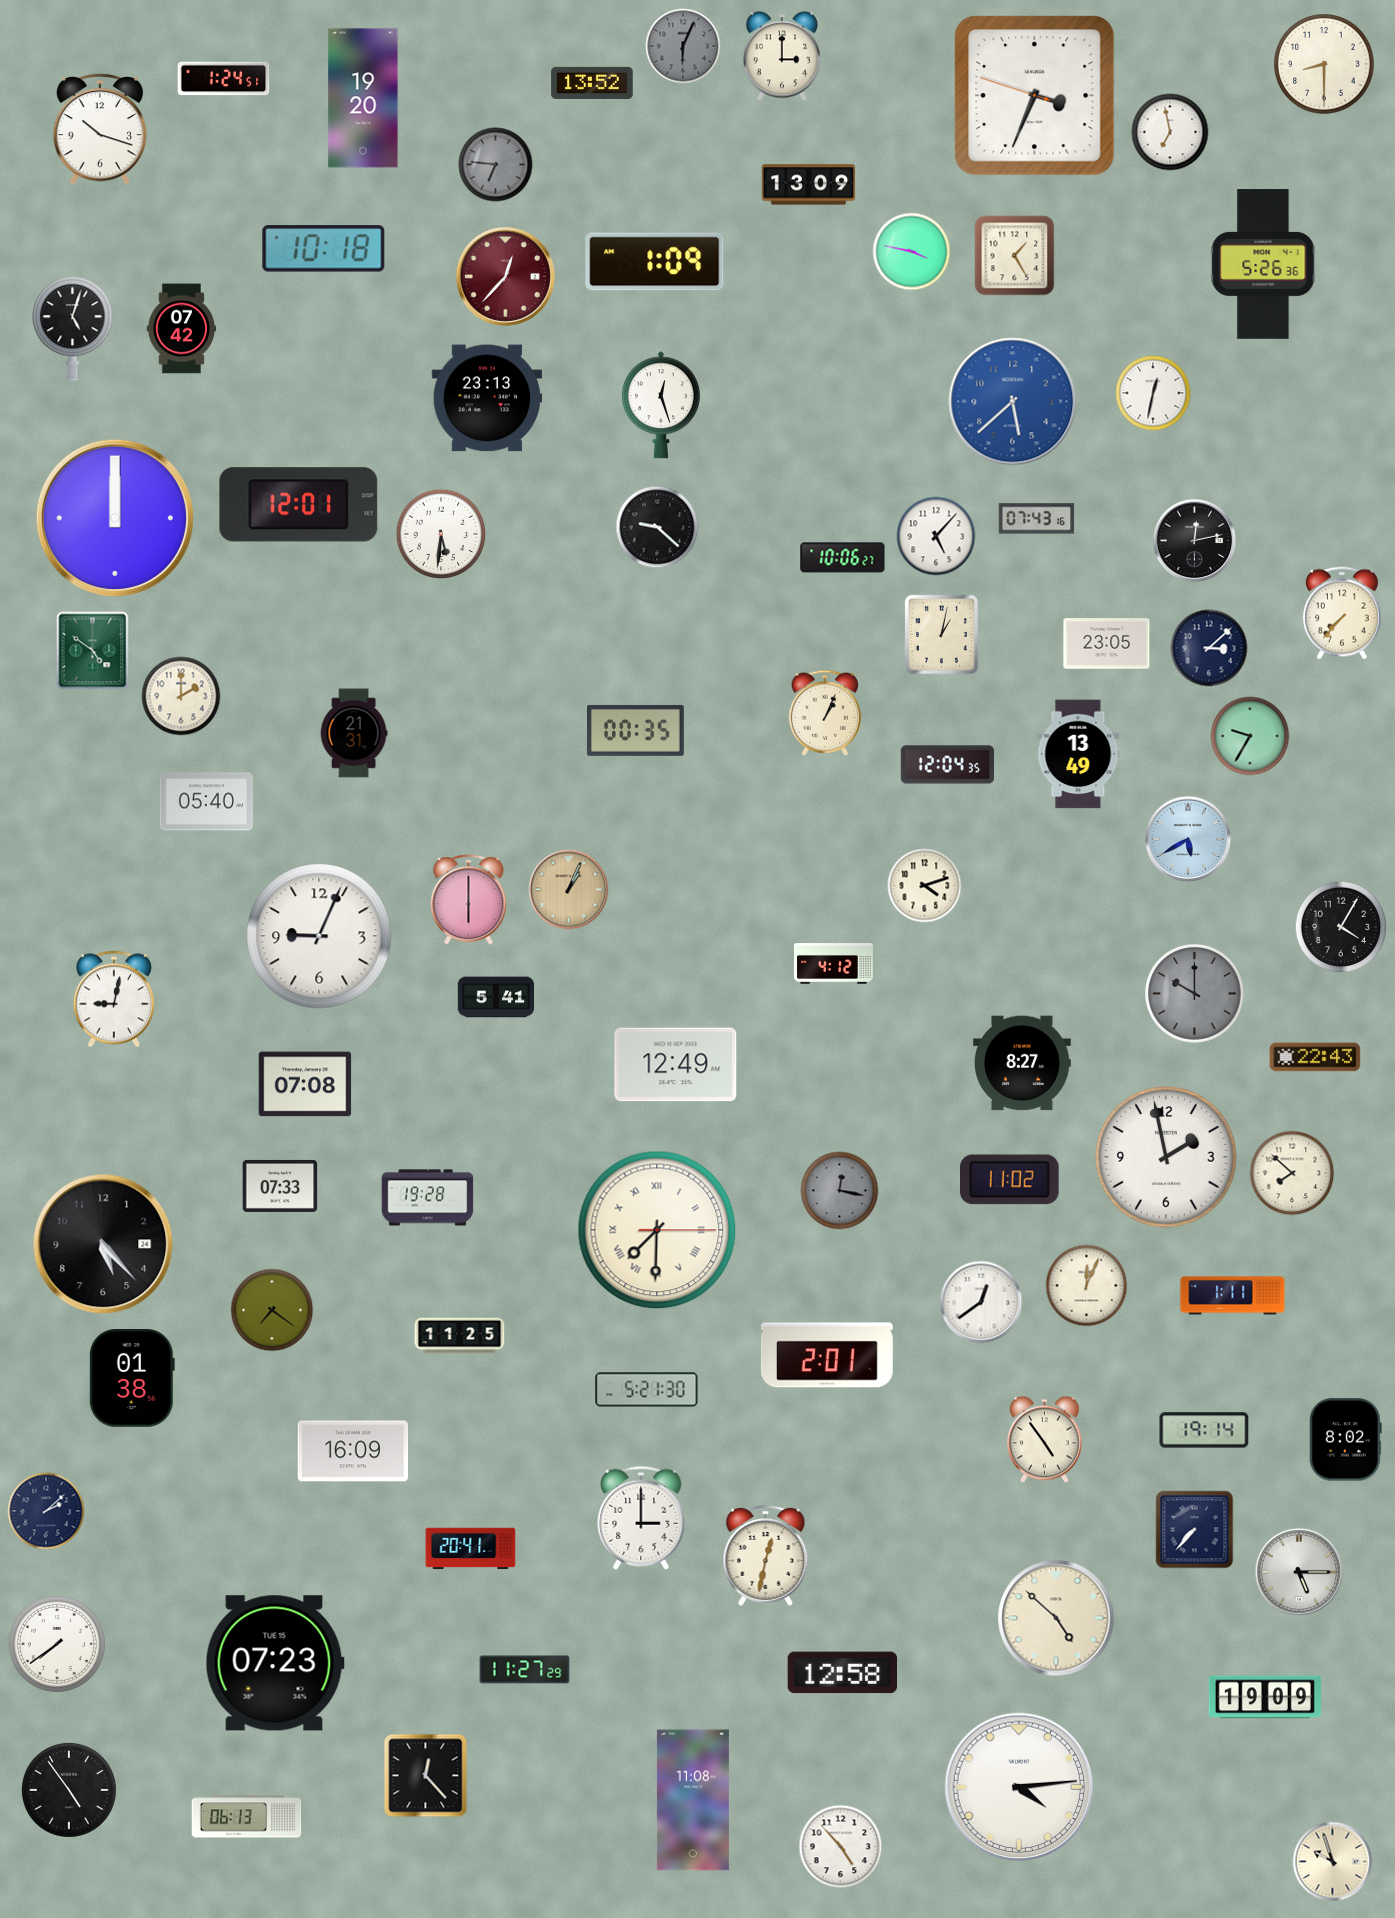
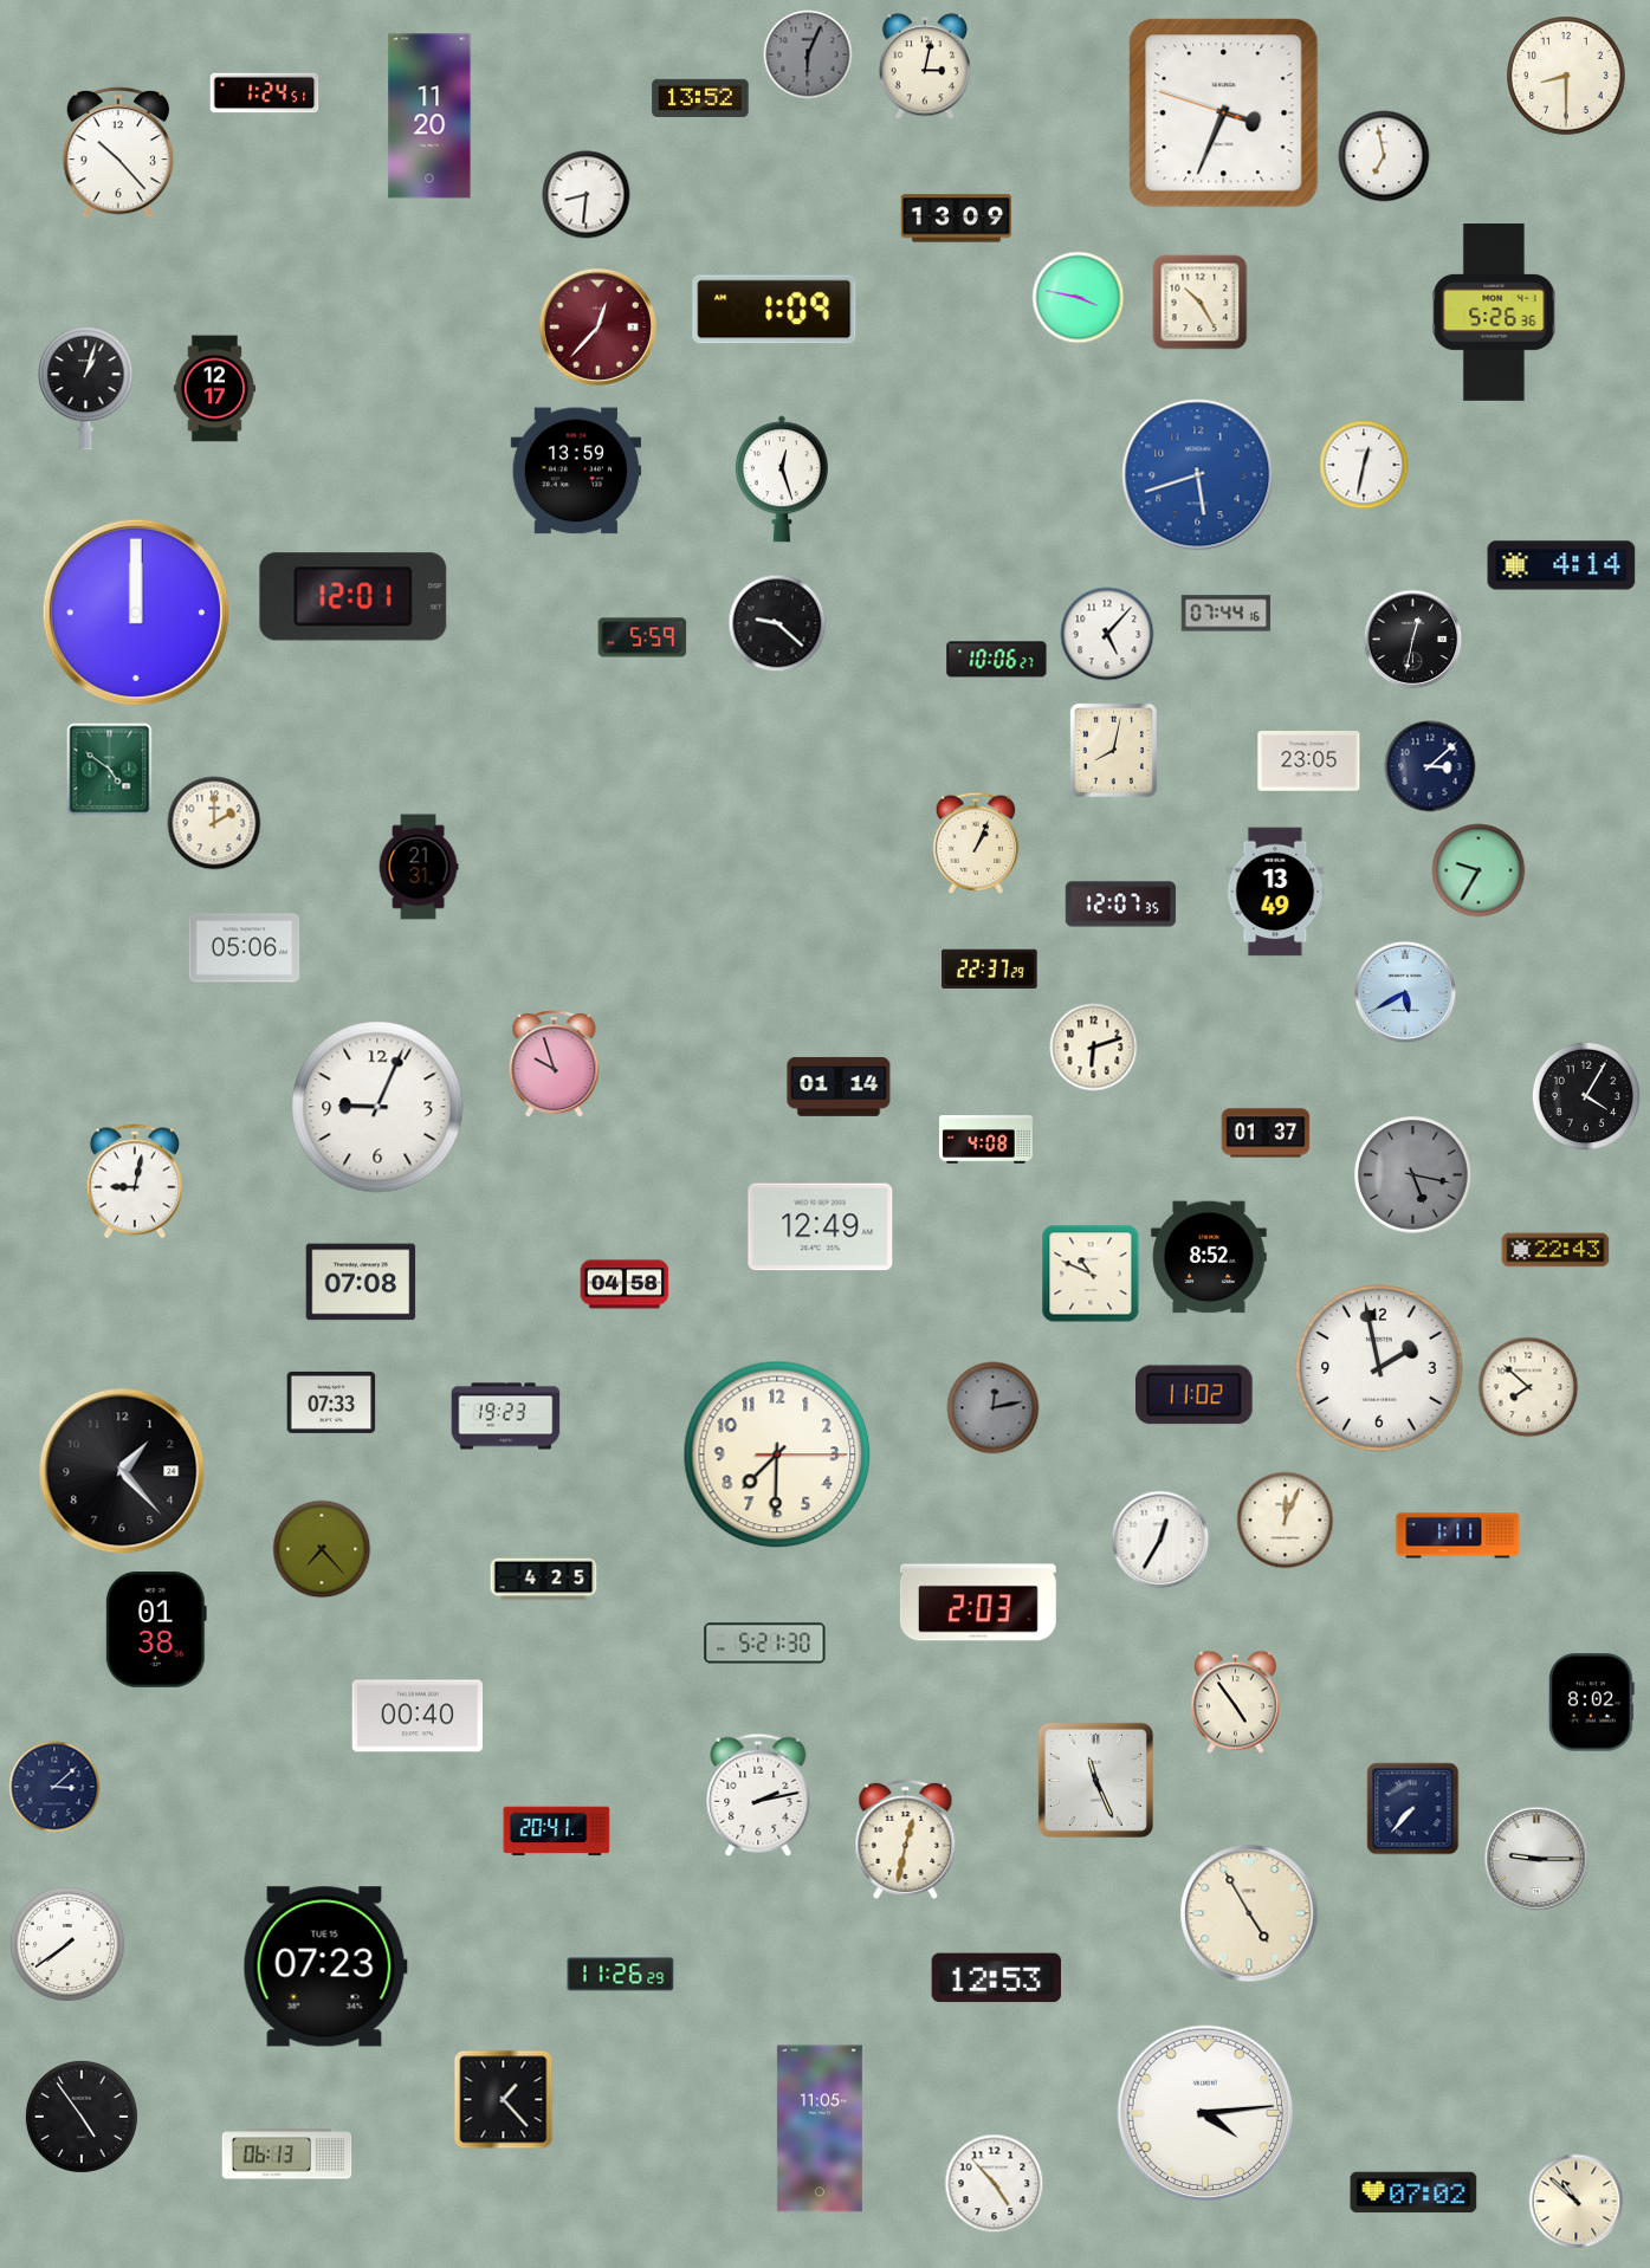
clock at (782, 56): 3:00 -> 3:02
clock at (363, 98): 19:20 -> 11:20
clock at (100, 129): 10:18 -> 10:23
clock at (496, 165): 6:46 -> 8:31
clock at (496, 165) dial: grey -> white
clock at (324, 249): 10:18 -> none
clock at (1015, 256): 1:25 -> 10:25
clock at (73, 328): 5:03 -> 1:03
clock at (182, 329): 07:42 -> 12:17
clock at (487, 398): 23:13 -> 13:59
clock at (1013, 402): 5:38 -> 5:42
clock at (1561, 565): none -> 4:14
clock at (1037, 519): 07:43 -> 07:44
clock at (441, 534): 5:31 -> none
clock at (642, 637): none -> 5:59
clock at (1195, 541): 12:13 -> 12:32
clock at (1343, 613): 7:37 -> none
clock at (941, 634): 1:02 -> 8:02
clock at (635, 730): 00:35 -> none
clock at (948, 765): 12:04 -> 12:07
clock at (207, 802): 05:40 -> 05:06
clock at (990, 970): none -> 22:37
clock at (925, 886): 4:12 -> 6:12
clock at (569, 890): 1:04 -> none
clock at (469, 900): 6:00 -> 9:57
clock at (839, 1087): none -> 01:14
clock at (1266, 1133): none -> 01:37
clock at (833, 964): 4:12 -> 4:08
clock at (1195, 994): 10:00 -> 5:17
clock at (496, 997): 5:41 -> none
clock at (1022, 1063): 8:27 -> 8:52
clock at (676, 1065) position: (676, 1065) -> (821, 1227)
clock at (1091, 1274): none -> 10:49
clock at (625, 1284): none -> 04:58
clock at (840, 1191): 12:17 -> 12:13
clock at (428, 1198): 19:28 -> 19:23
clock at (657, 1230) numerals: Roman -> Arabic
clock at (103, 1244): 5:23 -> 1:23
clock at (1233, 1296) position: (1233, 1296) -> (1458, 1536)
clock at (981, 1302): 12:39 -> 12:35
clock at (272, 1310): 7:21 -> 7:23
clock at (460, 1336): 11:25 -> 4:25
clock at (827, 1355): 2:01 -> 2:03
clock at (1204, 1430): 19:14 -> none
clock at (353, 1451): 16:09 -> 00:40
clock at (1095, 1780): none -> 11:26
clock at (46, 1511): 2:08 -> 3:08
clock at (641, 1518): 3:00 -> 2:13
clock at (1299, 1572): 5:15 -> 9:15
clock at (1056, 1618): 4:52 -> 4:55
clock at (525, 1670): 11:27 -> 11:26
clock at (843, 1673): 12:58 -> 12:53
clock at (1265, 1697): 19:09 -> none
clock at (426, 1776): 12:23 -> 1:23
clock at (693, 1800): 11:08 -> 11:05
clock at (247, 1817) position: (247, 1817) -> (287, 2154)
clock at (1413, 2192): none -> 07:02
clock at (1333, 1862): 9:57 -> 10:52
